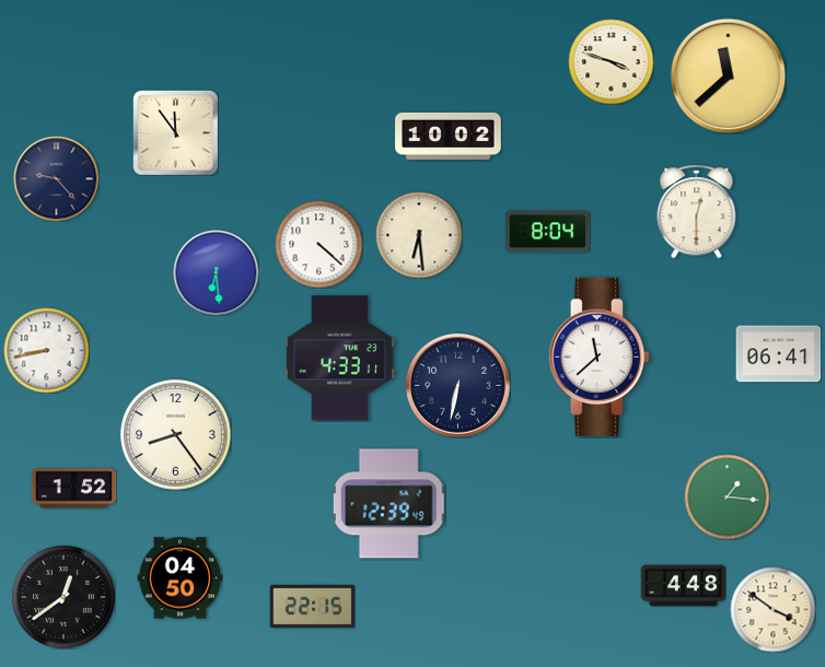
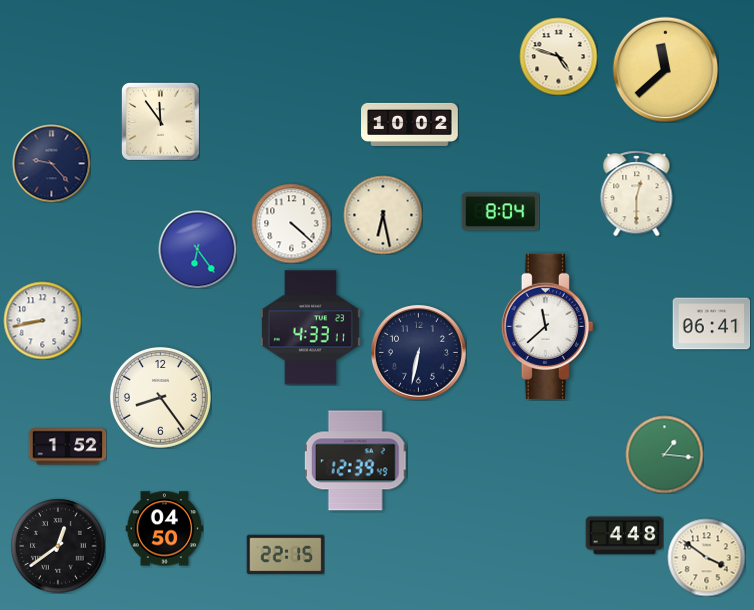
clock at (611, 61): 3:48 -> 4:48
clock at (419, 235): 6:29 -> 6:28
clock at (216, 272): 6:29 -> 6:24
